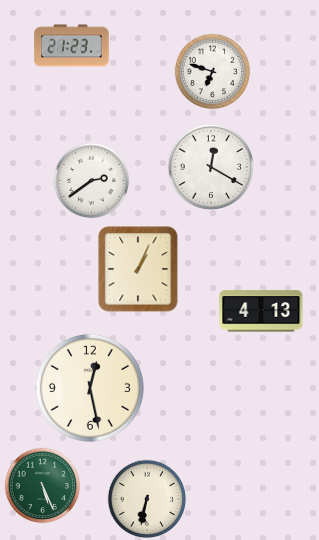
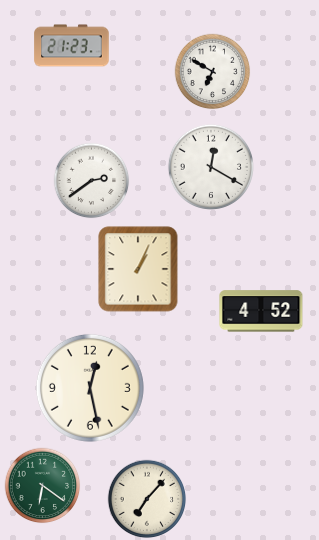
clock at (213, 72): 6:48 -> 6:50
clock at (261, 311): 4:13 -> 4:52
clock at (43, 486): 5:26 -> 6:21
clock at (147, 499): 6:32 -> 7:07
